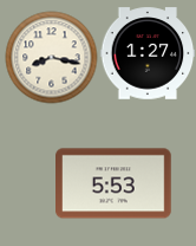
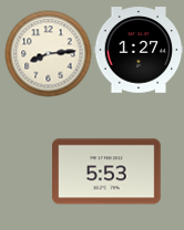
clock at (51, 57): 8:17 -> 8:14
